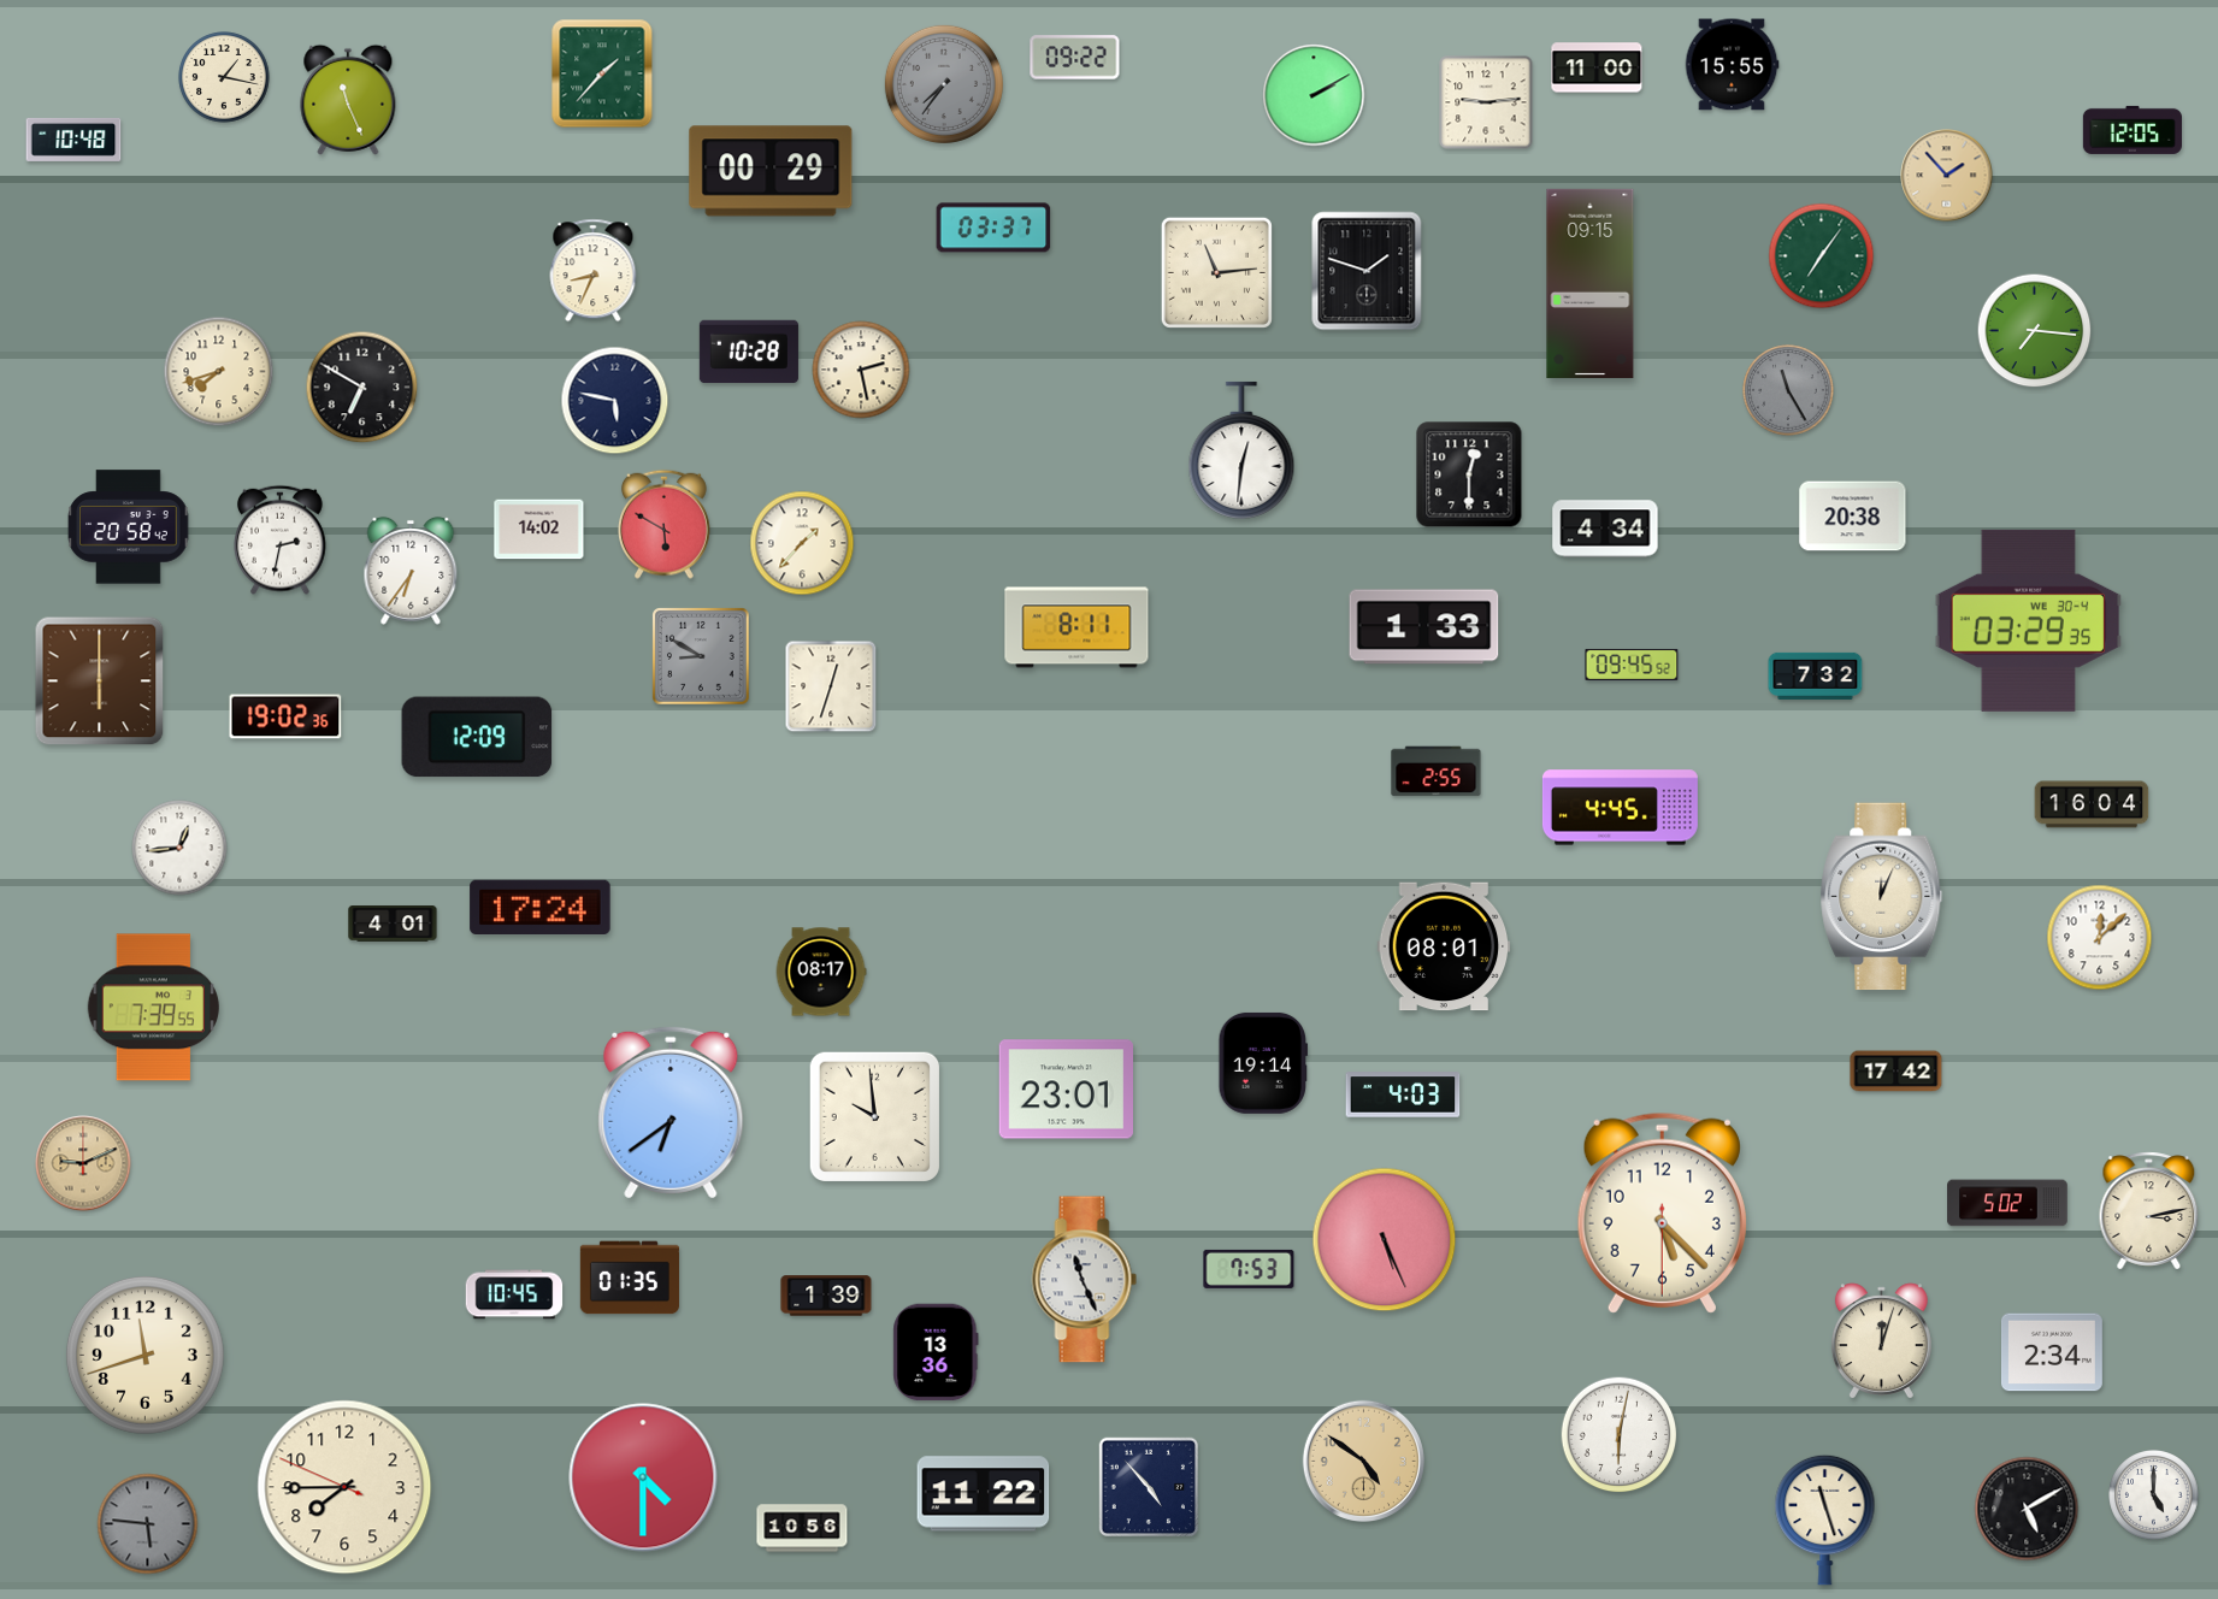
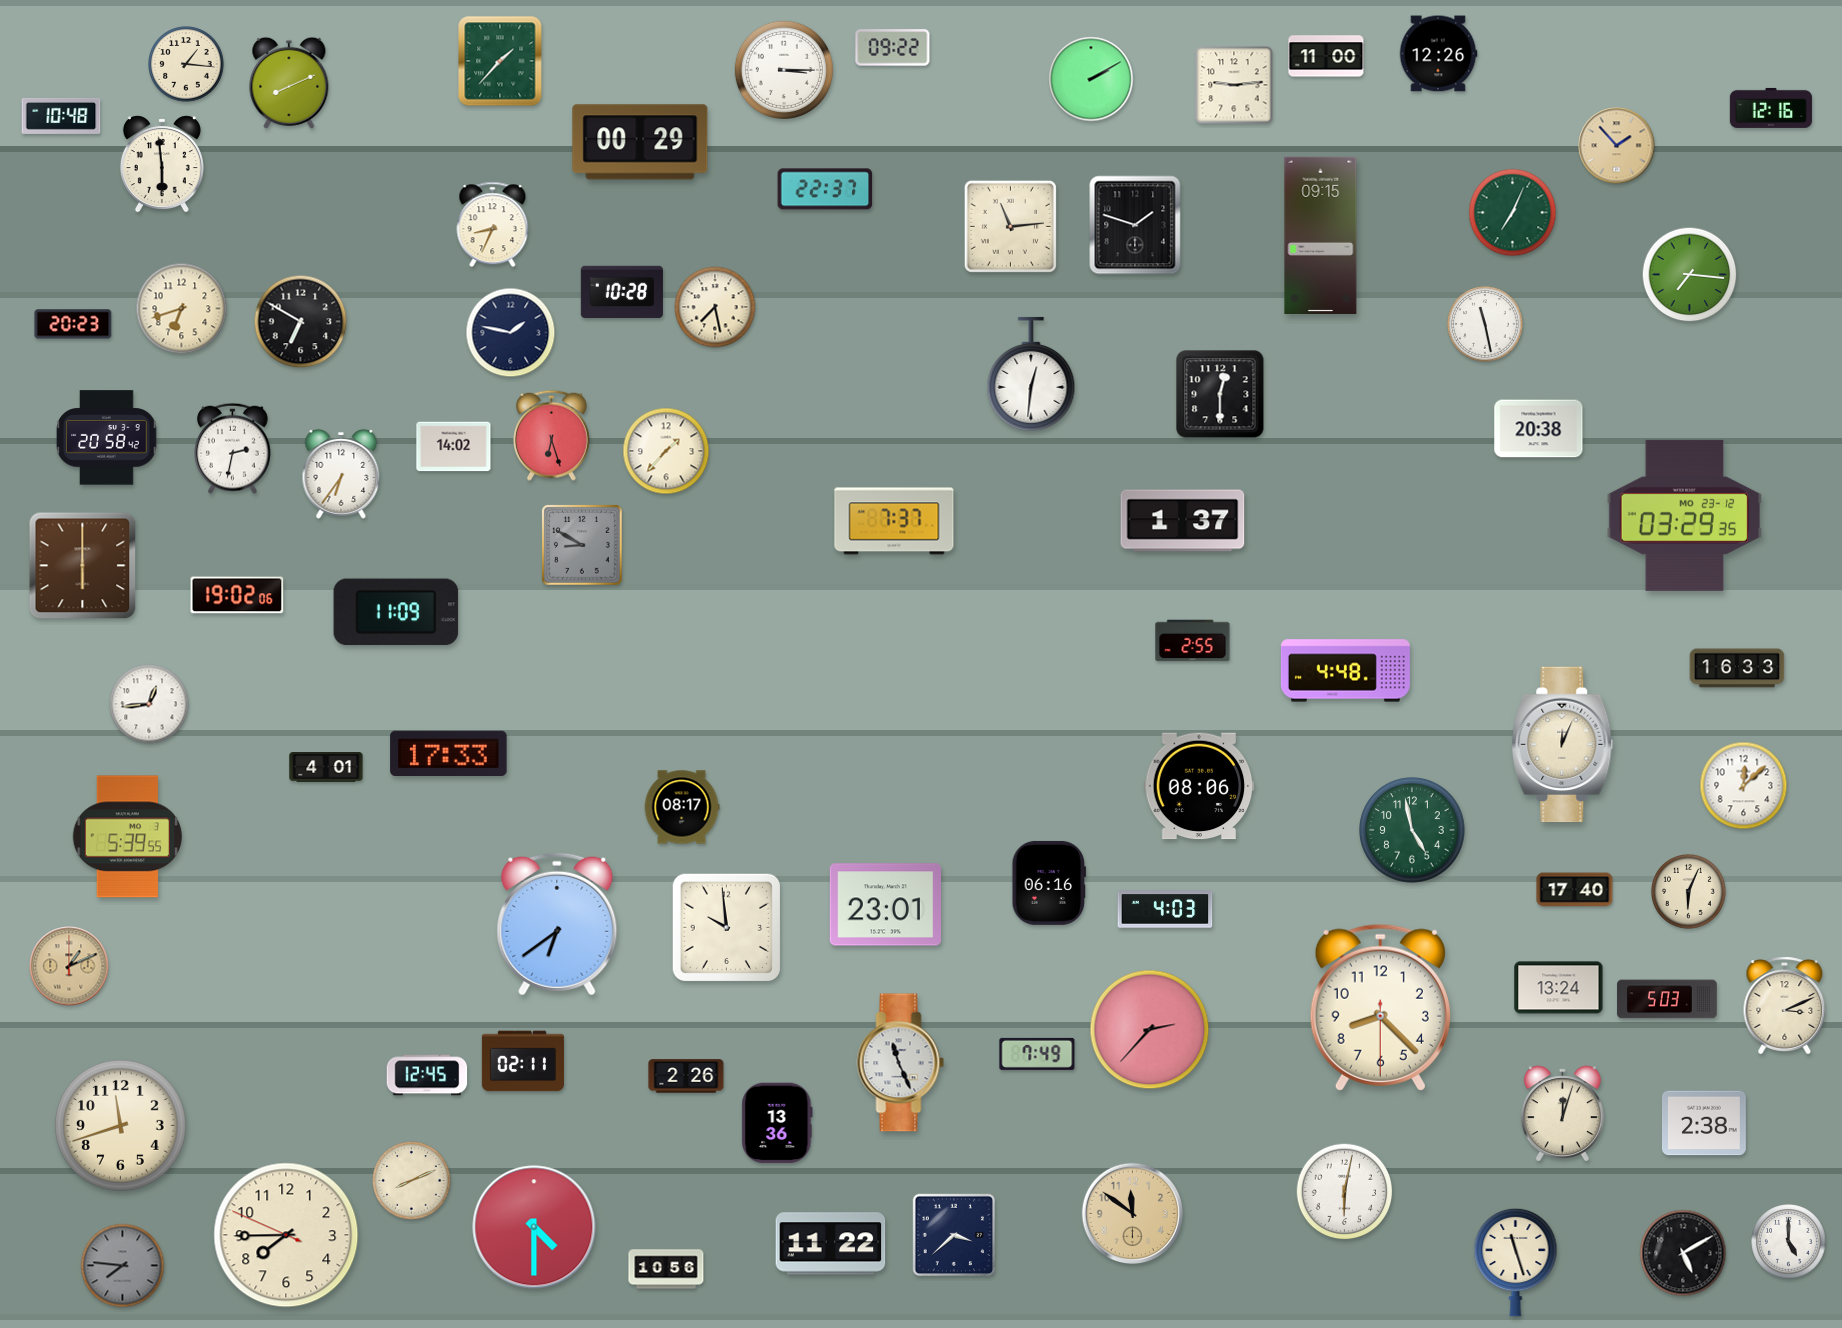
clock at (1732, 65): 15:55 -> 12:26
clock at (224, 77): 1:17 -> 1:16
clock at (944, 84): 7:36 -> 3:15
clock at (944, 84) dial: grey -> white
clock at (348, 100): 11:26 -> 8:11
clock at (2133, 130): 12:05 -> 12:16
clock at (162, 164): none -> 5:59
clock at (993, 228): 03:37 -> 22:37
clock at (1822, 256): 7:06 -> 7:04
clock at (861, 370): 2:28 -> 7:28
clock at (219, 372): 7:42 -> 6:42
clock at (73, 324): none -> 20:23
clock at (1788, 390): 11:25 -> 11:28
clock at (1788, 390) dial: grey -> white
clock at (615, 401): 5:47 -> 1:47
clock at (665, 524): 5:50 -> 6:27
clock at (1605, 529): 4:34 -> none
clock at (539, 530) position: (539, 530) -> (454, 447)
clock at (2029, 620) date: WE 30-4 -> MO 23-12
clock at (1076, 627): 8:11 -> 7:37
clock at (1424, 627): 1:33 -> 1:37
clock at (1632, 665): 09:45 -> none
clock at (1816, 675): 7:32 -> none
clock at (831, 686): 12:33 -> none
clock at (285, 716): 19:02:36 -> 19:02:06
clock at (477, 737): 12:09 -> 11:09
clock at (2092, 804): 16:04 -> 16:33
clock at (1620, 808): 4:45 -> 4:48
clock at (541, 907): 17:24 -> 17:33
clock at (2100, 938) position: (2100, 938) -> (1744, 786)
clock at (1444, 946): 08:01 -> 08:06
clock at (1412, 830): none -> 4:58
clock at (153, 1008): 7:39 -> 5:39
clock at (1263, 1063): 19:14 -> 06:16
clock at (1896, 1072): 17:42 -> 17:40
clock at (1689, 892): none -> 6:04
clock at (83, 1163): 9:11 -> 1:11
clock at (1559, 988): none -> 13:24
clock at (2007, 1203): 5:02 -> 5:03
clock at (2149, 1211): 3:13 -> 3:11
clock at (1662, 1212): 5:22 -> 8:22
clock at (1385, 1240): 5:26 -> 2:37
clock at (1249, 1269): 7:53 -> 7:49
clock at (630, 1278): 01:35 -> 02:11
clock at (514, 1294): 10:45 -> 12:45
clock at (826, 1296): 1:39 -> 2:26
clock at (2052, 1352): 2:34 -> 2:38
clock at (412, 1181): none -> 8:11
clock at (1363, 1461): 4:51 -> 11:51
clock at (1149, 1487): 4:53 -> 3:38
clock at (984, 1494) position: (984, 1494) -> (831, 1244)
clock at (148, 1524): 5:46 -> 7:46
